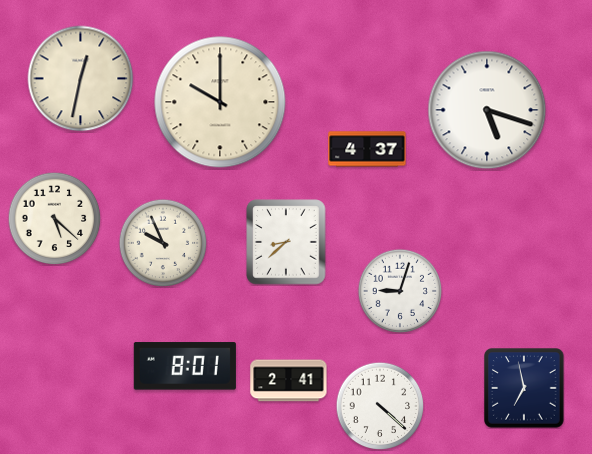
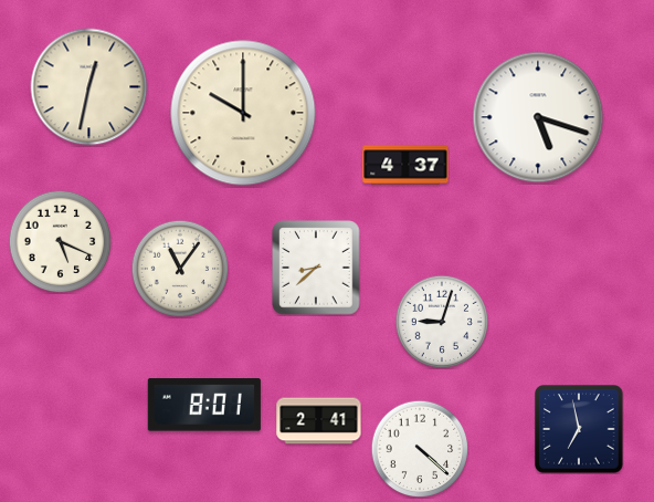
clock at (487, 110) position: (487, 110) -> (538, 117)
clock at (54, 218): 5:22 -> 5:19
clock at (163, 243): 9:56 -> 11:06
